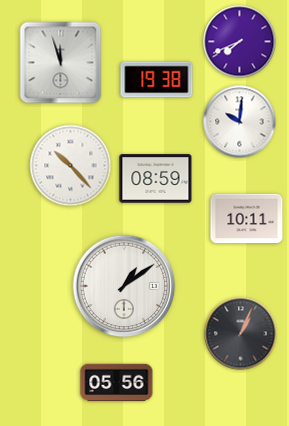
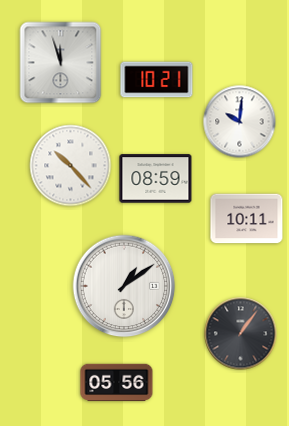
clock at (240, 42): 7:41 -> none
clock at (157, 80): 19:38 -> 10:21
clock at (241, 334): 1:04 -> 1:06
